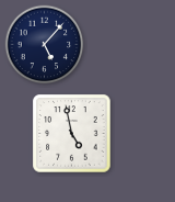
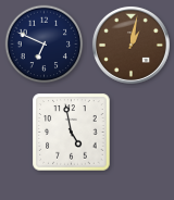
clock at (45, 45): 5:07 -> 6:49
clock at (130, 45): none -> 1:02
